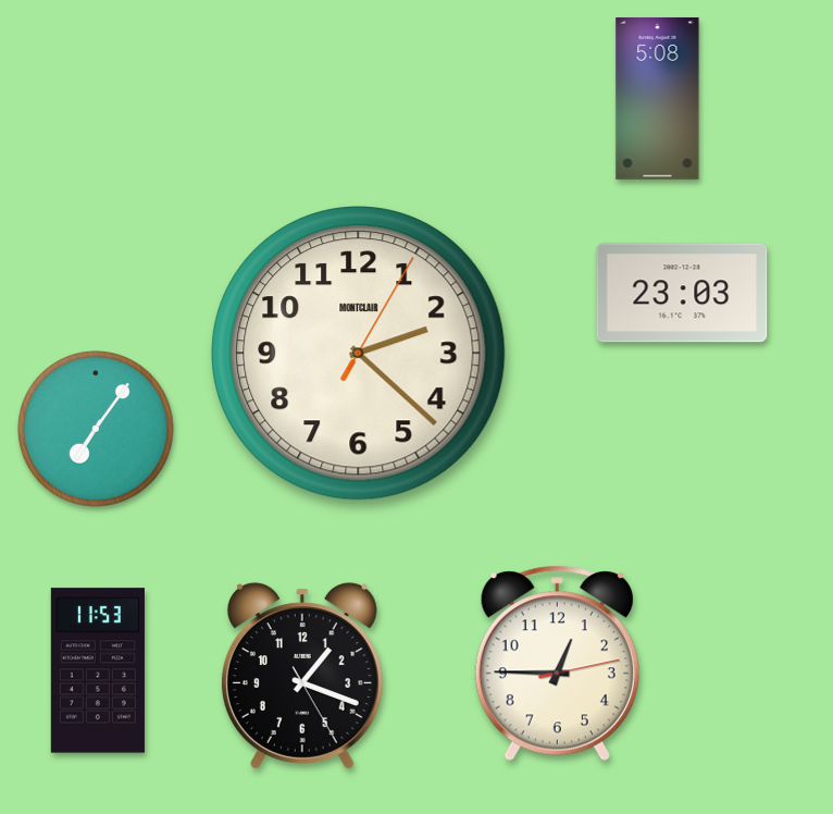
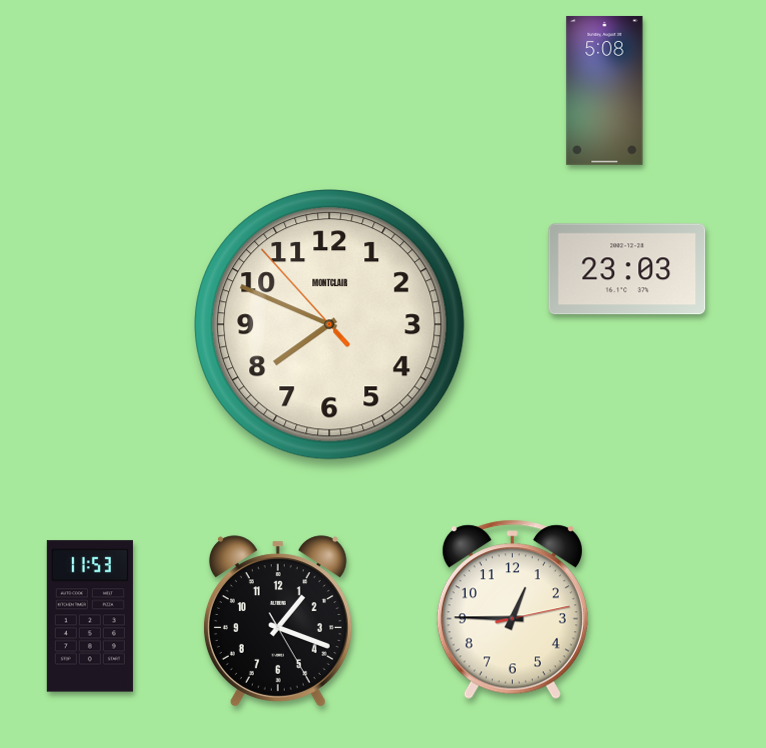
clock at (359, 354): 2:22 -> 7:48
clock at (96, 429): 7:06 -> none
